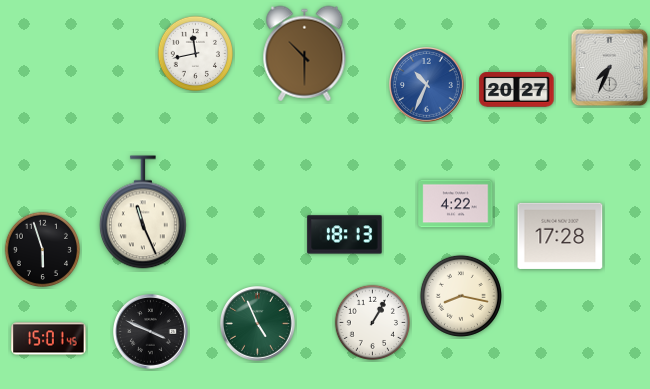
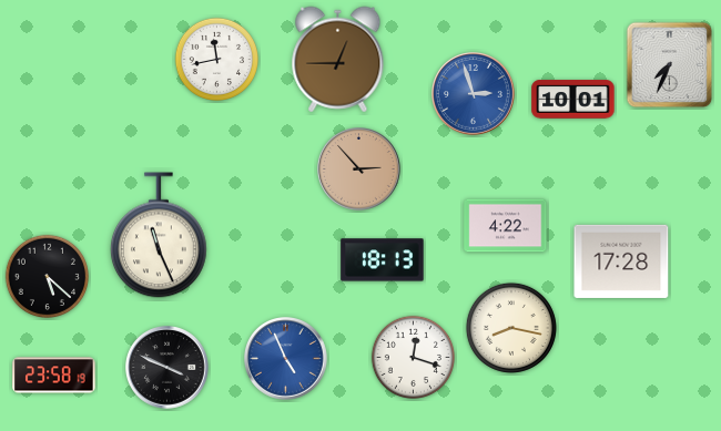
clock at (305, 54): 10:30 -> 12:45
clock at (610, 68) position: (610, 68) -> (670, 65)
clock at (427, 85): 10:34 -> 2:57
clock at (517, 90): 20:27 -> 10:01
clock at (359, 170): none -> 2:53
clock at (42, 249): 5:57 -> 5:22
clock at (372, 322): 1:05 -> 12:18
clock at (258, 324) dial: green -> blue
clock at (49, 339): 15:01 -> 23:58
